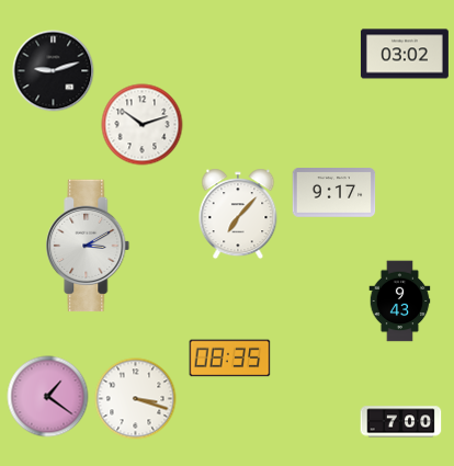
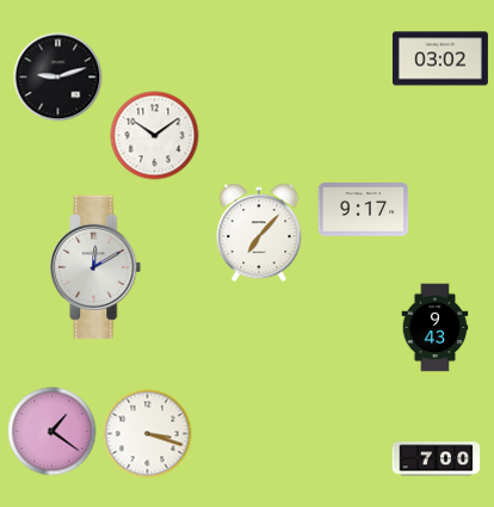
clock at (143, 125): 10:12 -> 10:09
clock at (88, 246): 3:10 -> 12:10
clock at (230, 359): 08:35 -> none
